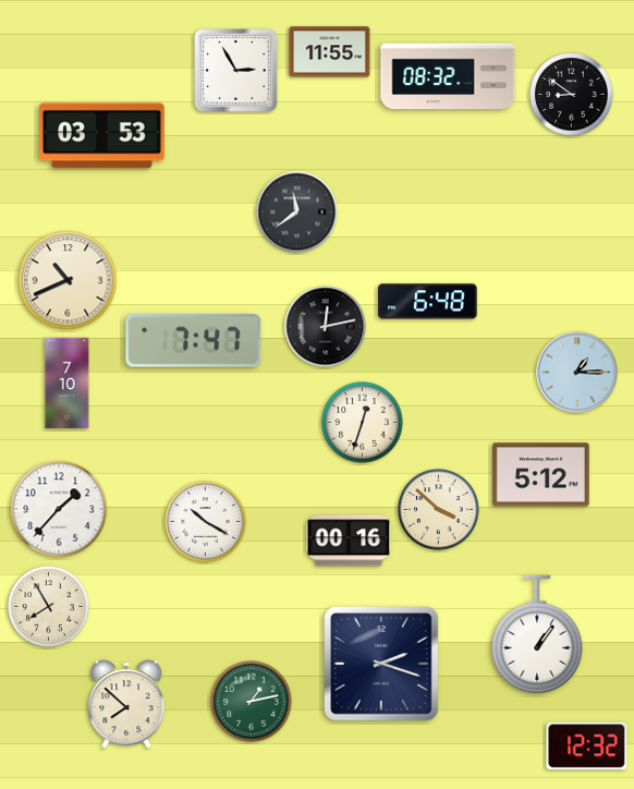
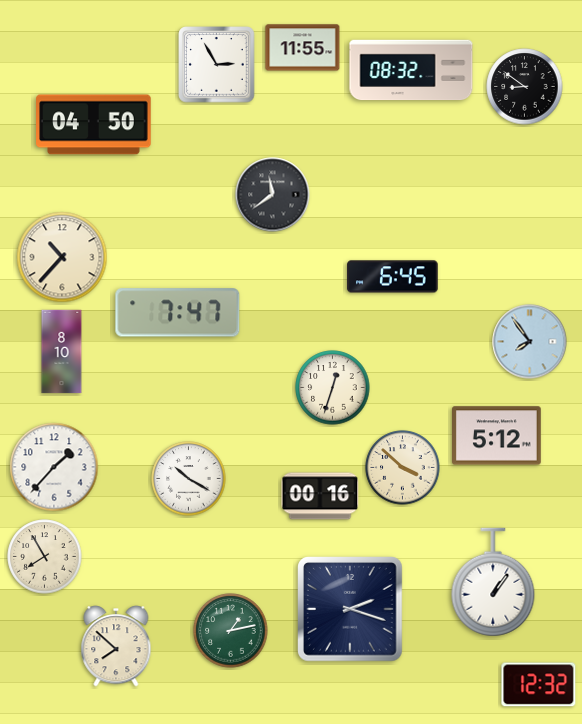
clock at (102, 136): 03:53 -> 04:50
clock at (68, 280): 10:41 -> 10:37
clock at (428, 302): 6:48 -> 6:45
clock at (326, 327): 12:13 -> none
clock at (577, 373): 1:15 -> 7:54
clock at (68, 384): 7:10 -> 8:10
clock at (252, 702) position: (252, 702) -> (231, 631)
